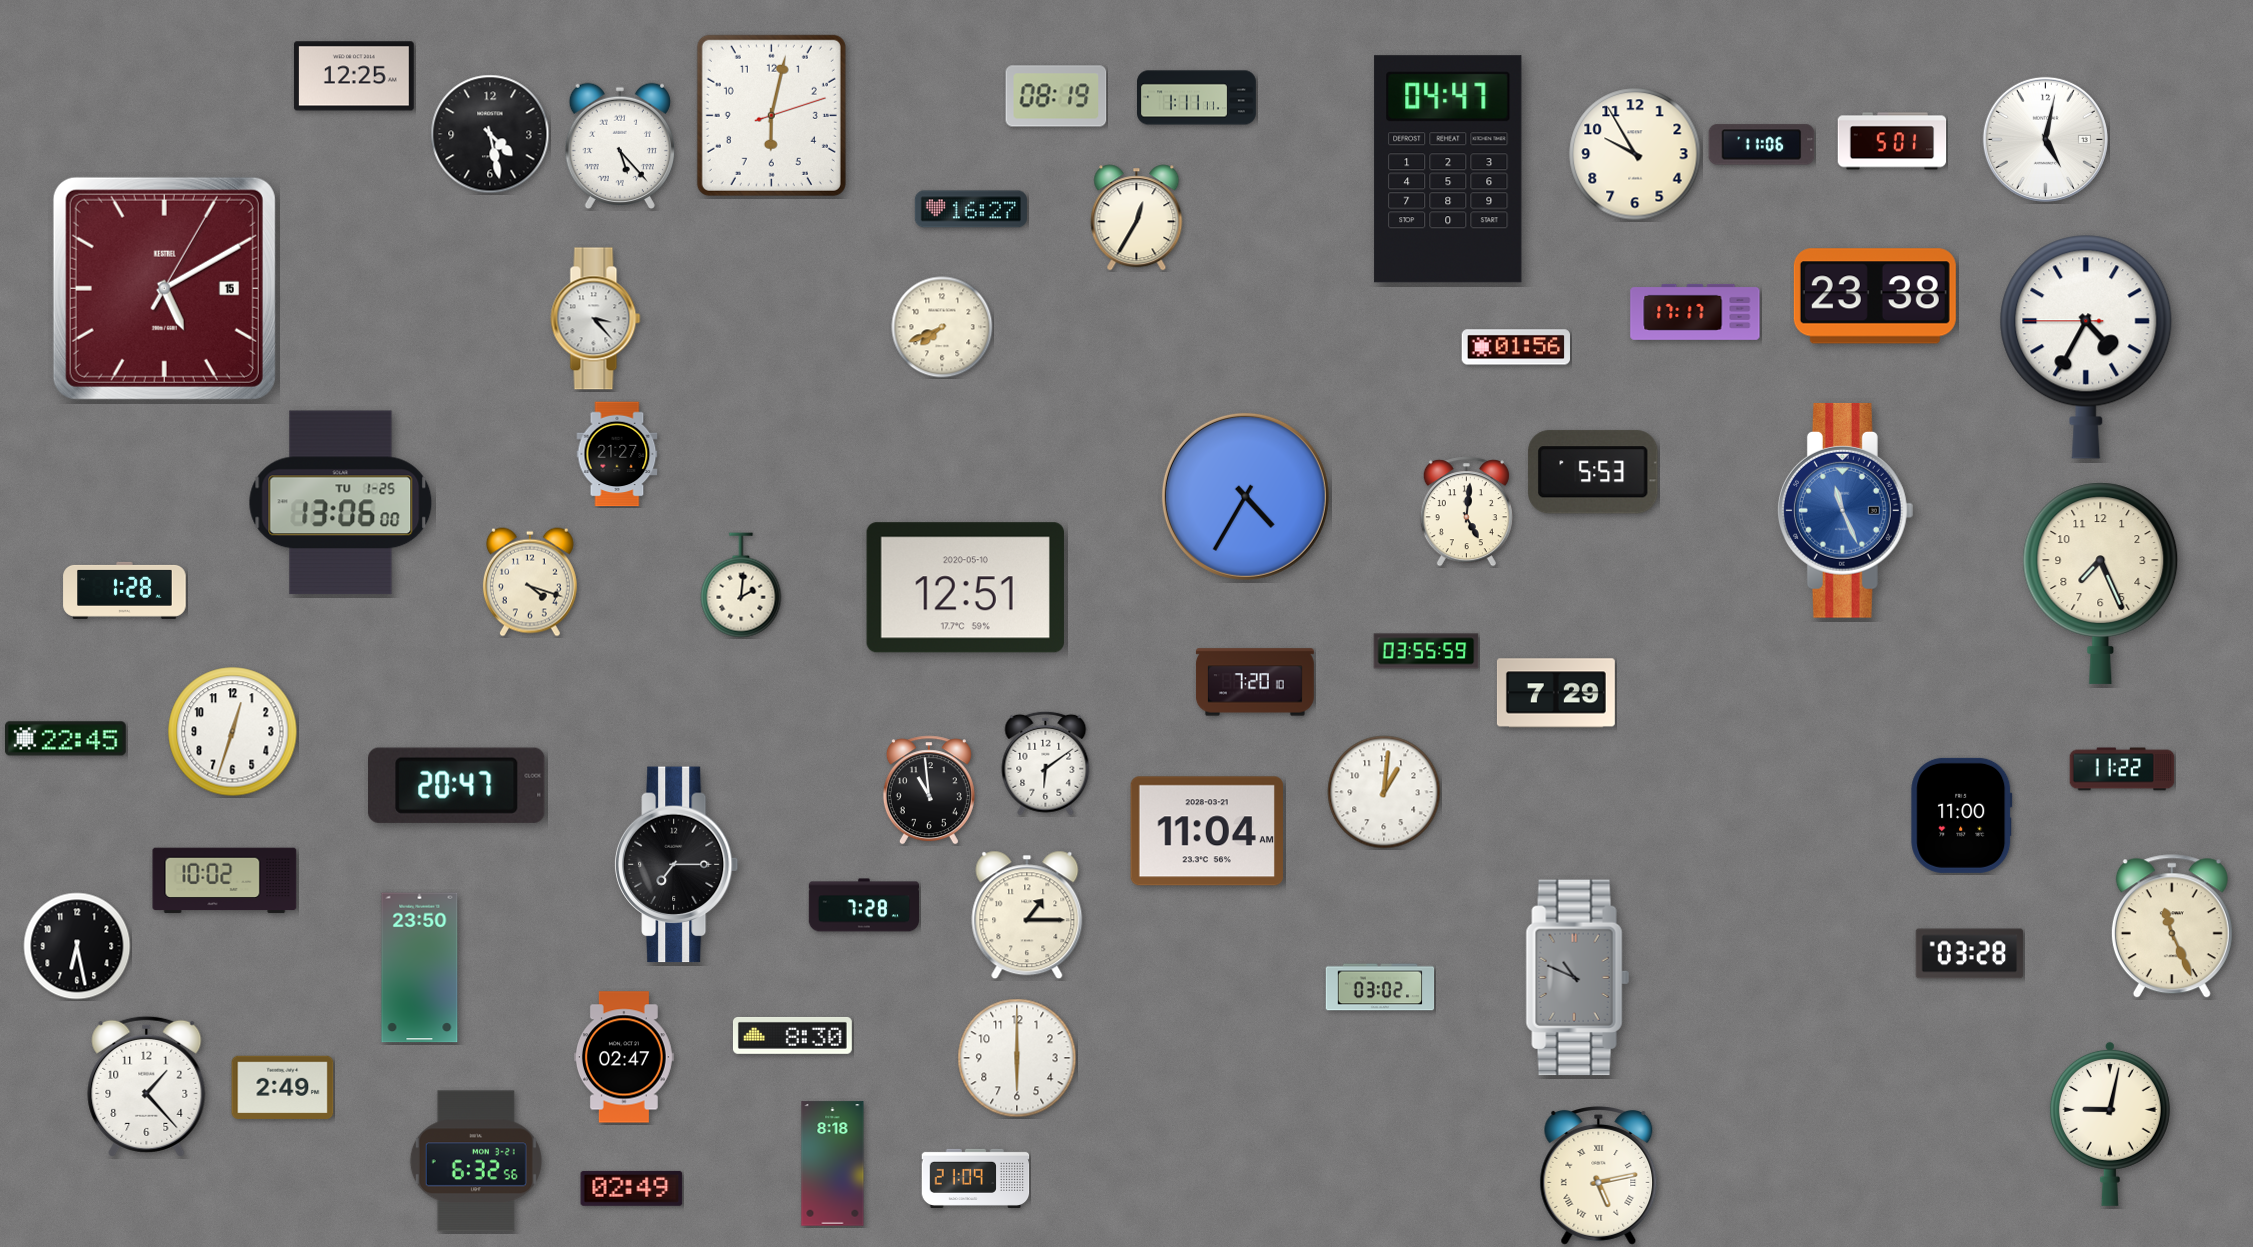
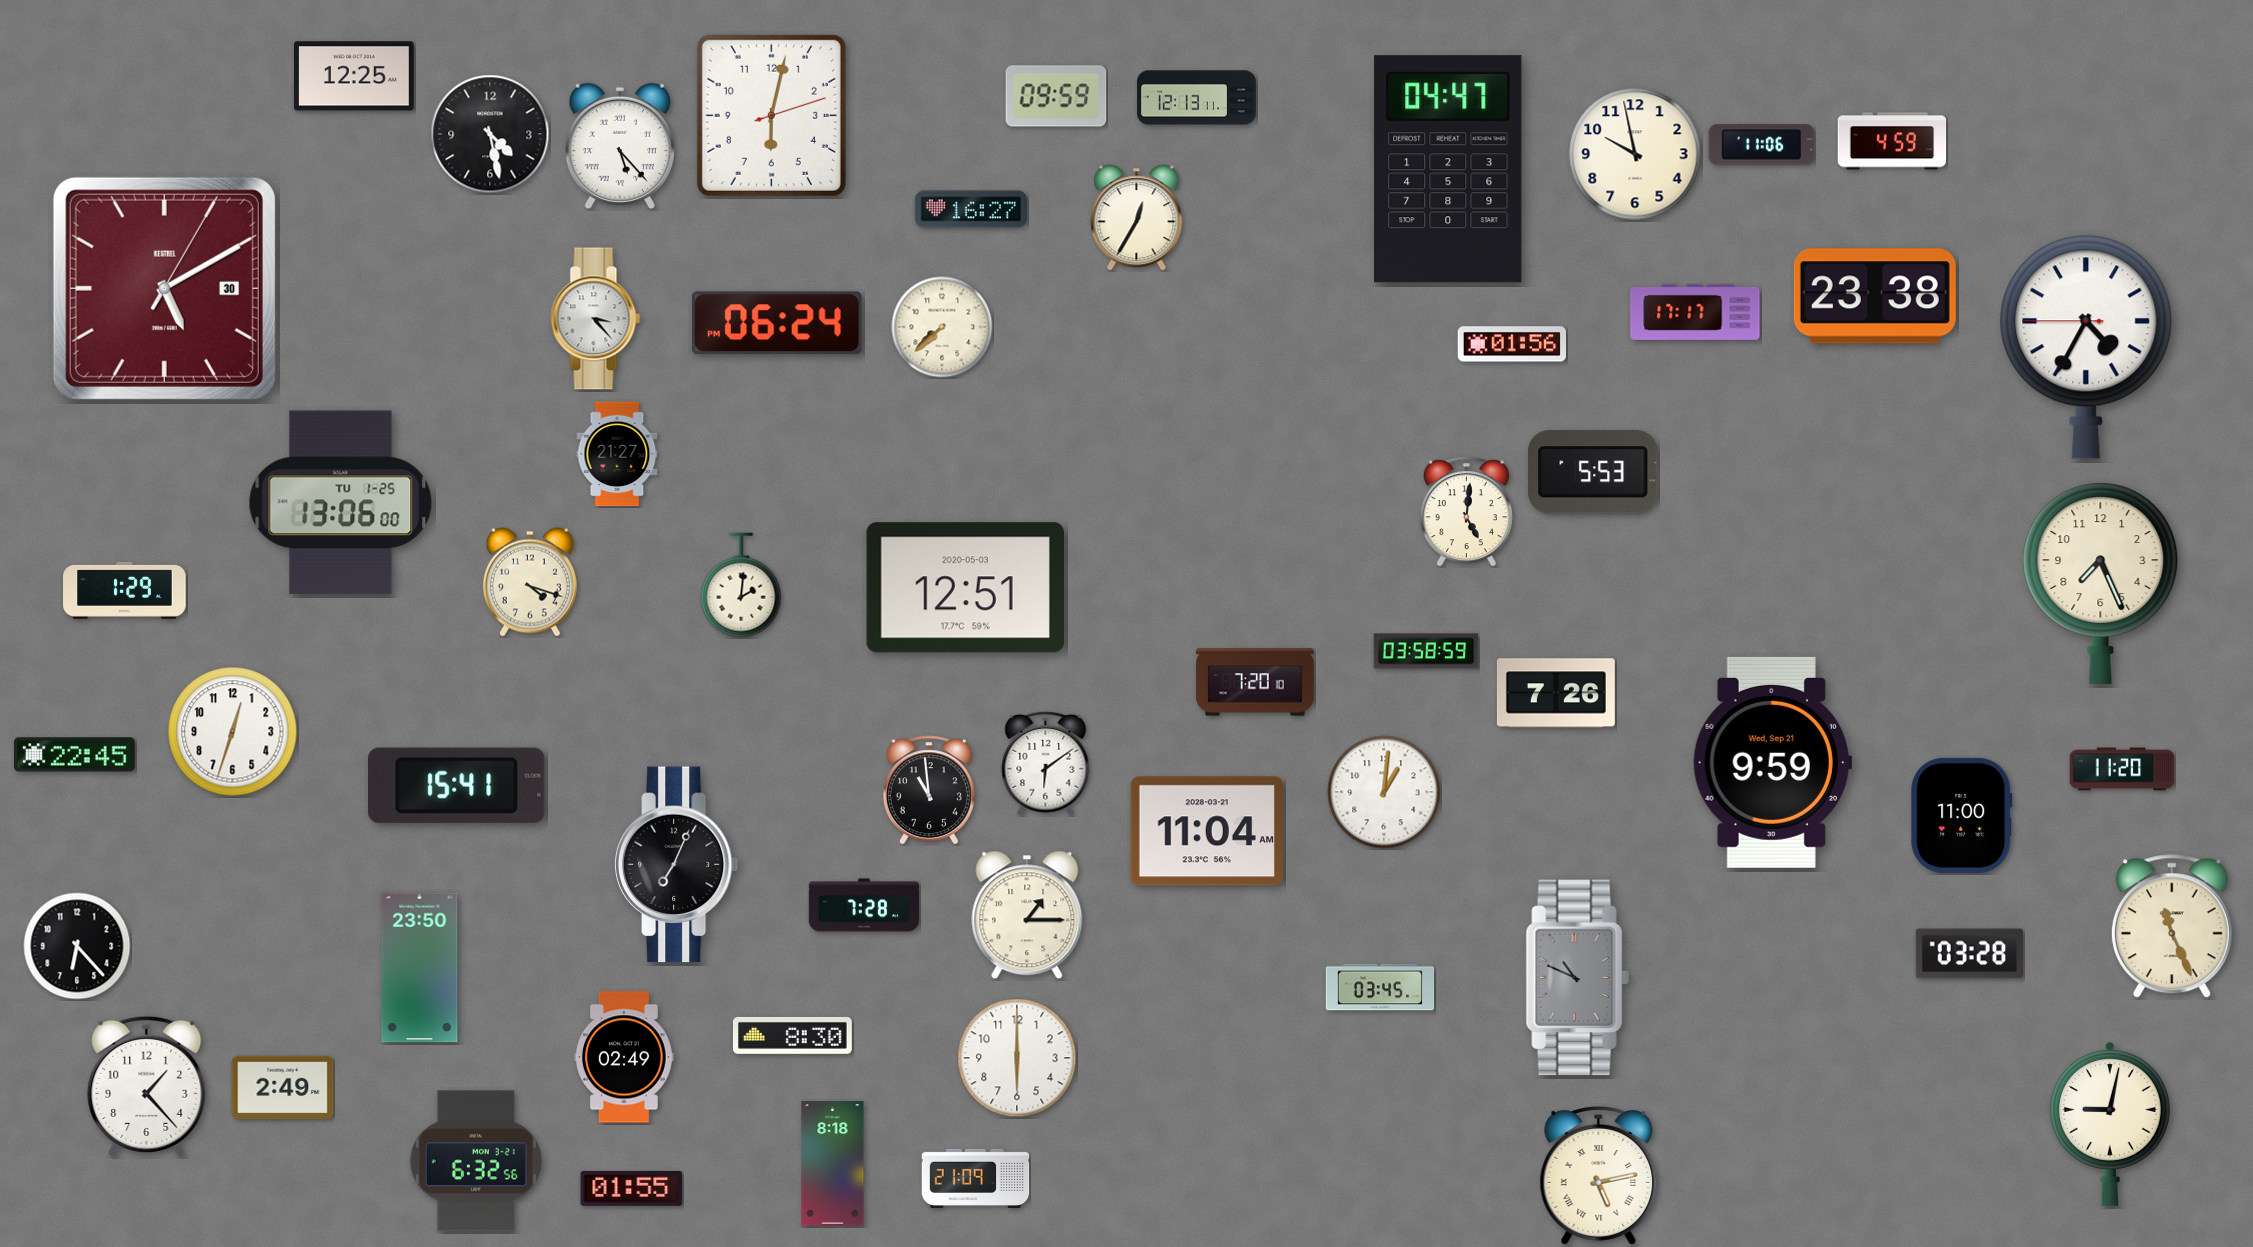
clock at (1056, 96): 08:19 -> 09:59
clock at (1197, 98): 1:11 -> 12:13
clock at (2045, 139): 5:02 -> none
clock at (1892, 141): 5:01 -> 4:59
clock at (1635, 154): 9:55 -> 9:58
clock at (164, 288) date: 15 -> 30
clock at (777, 323): none -> 06:24
clock at (942, 327): 7:41 -> 7:38
clock at (1516, 347) position: (1516, 347) -> (1512, 344)
clock at (1245, 496): 4:35 -> none
clock at (1845, 510): 11:26 -> none
clock at (965, 588) date: 2020-05-10 -> 2020-05-03
clock at (125, 590): 1:28 -> 1:29
clock at (1426, 651): 03:55 -> 03:58
clock at (1556, 693): 7:29 -> 7:26
clock at (66, 739) position: (66, 739) -> (75, 755)
clock at (1772, 762): none -> 9:59
clock at (2122, 769): 11:22 -> 11:20
clock at (457, 785): 20:47 -> 15:41
clock at (676, 865): 7:15 -> 7:04
clock at (225, 881): 10:02 -> none
clock at (77, 946): 6:28 -> 6:23
clock at (1380, 987): 03:02 -> 03:45
clock at (624, 1057): 02:47 -> 02:49
clock at (632, 1188): 02:49 -> 01:55
